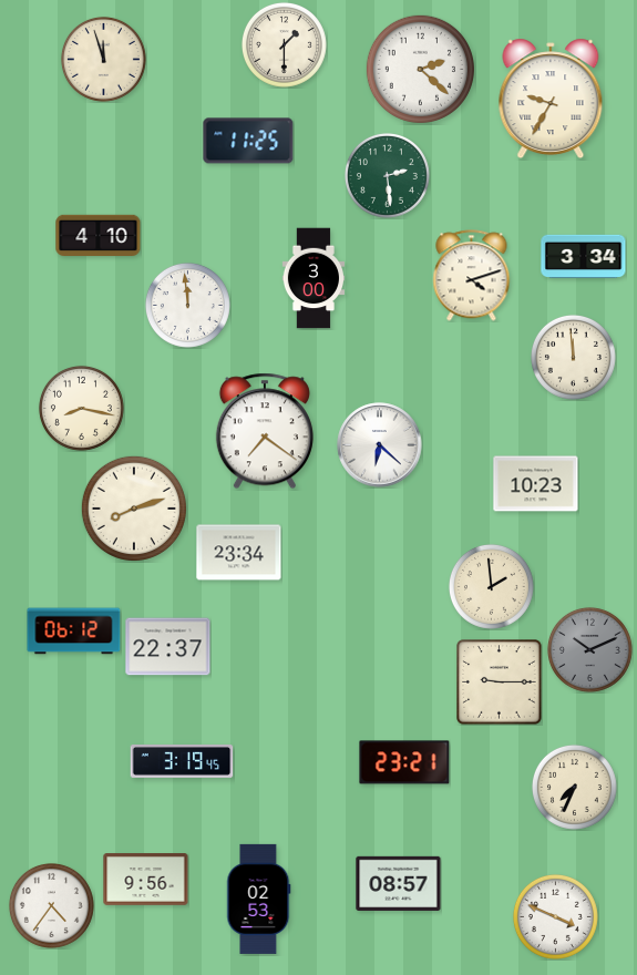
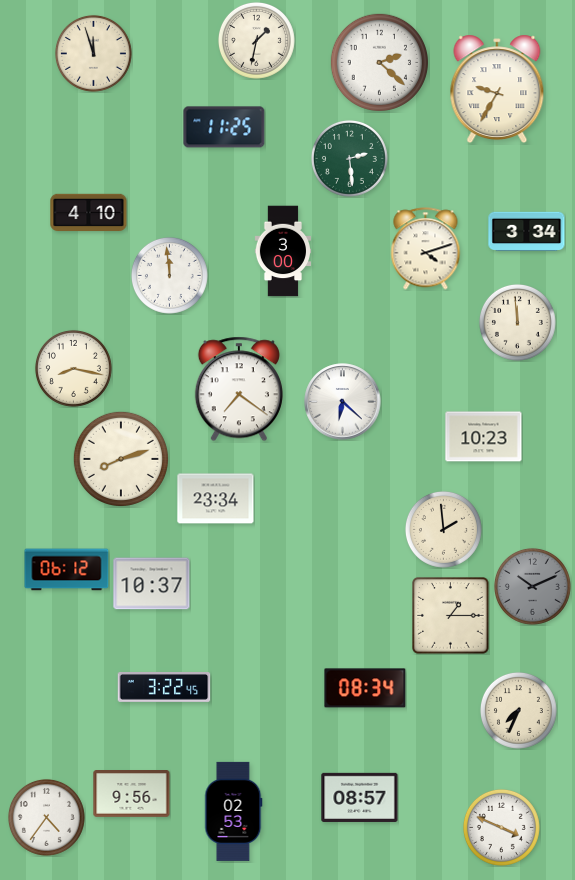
clock at (284, 44): 1:30 -> 1:32
clock at (168, 647): 22:37 -> 10:37
clock at (500, 682): 9:15 -> 1:15
clock at (182, 762): 3:19 -> 3:22
clock at (404, 762): 23:21 -> 08:34
